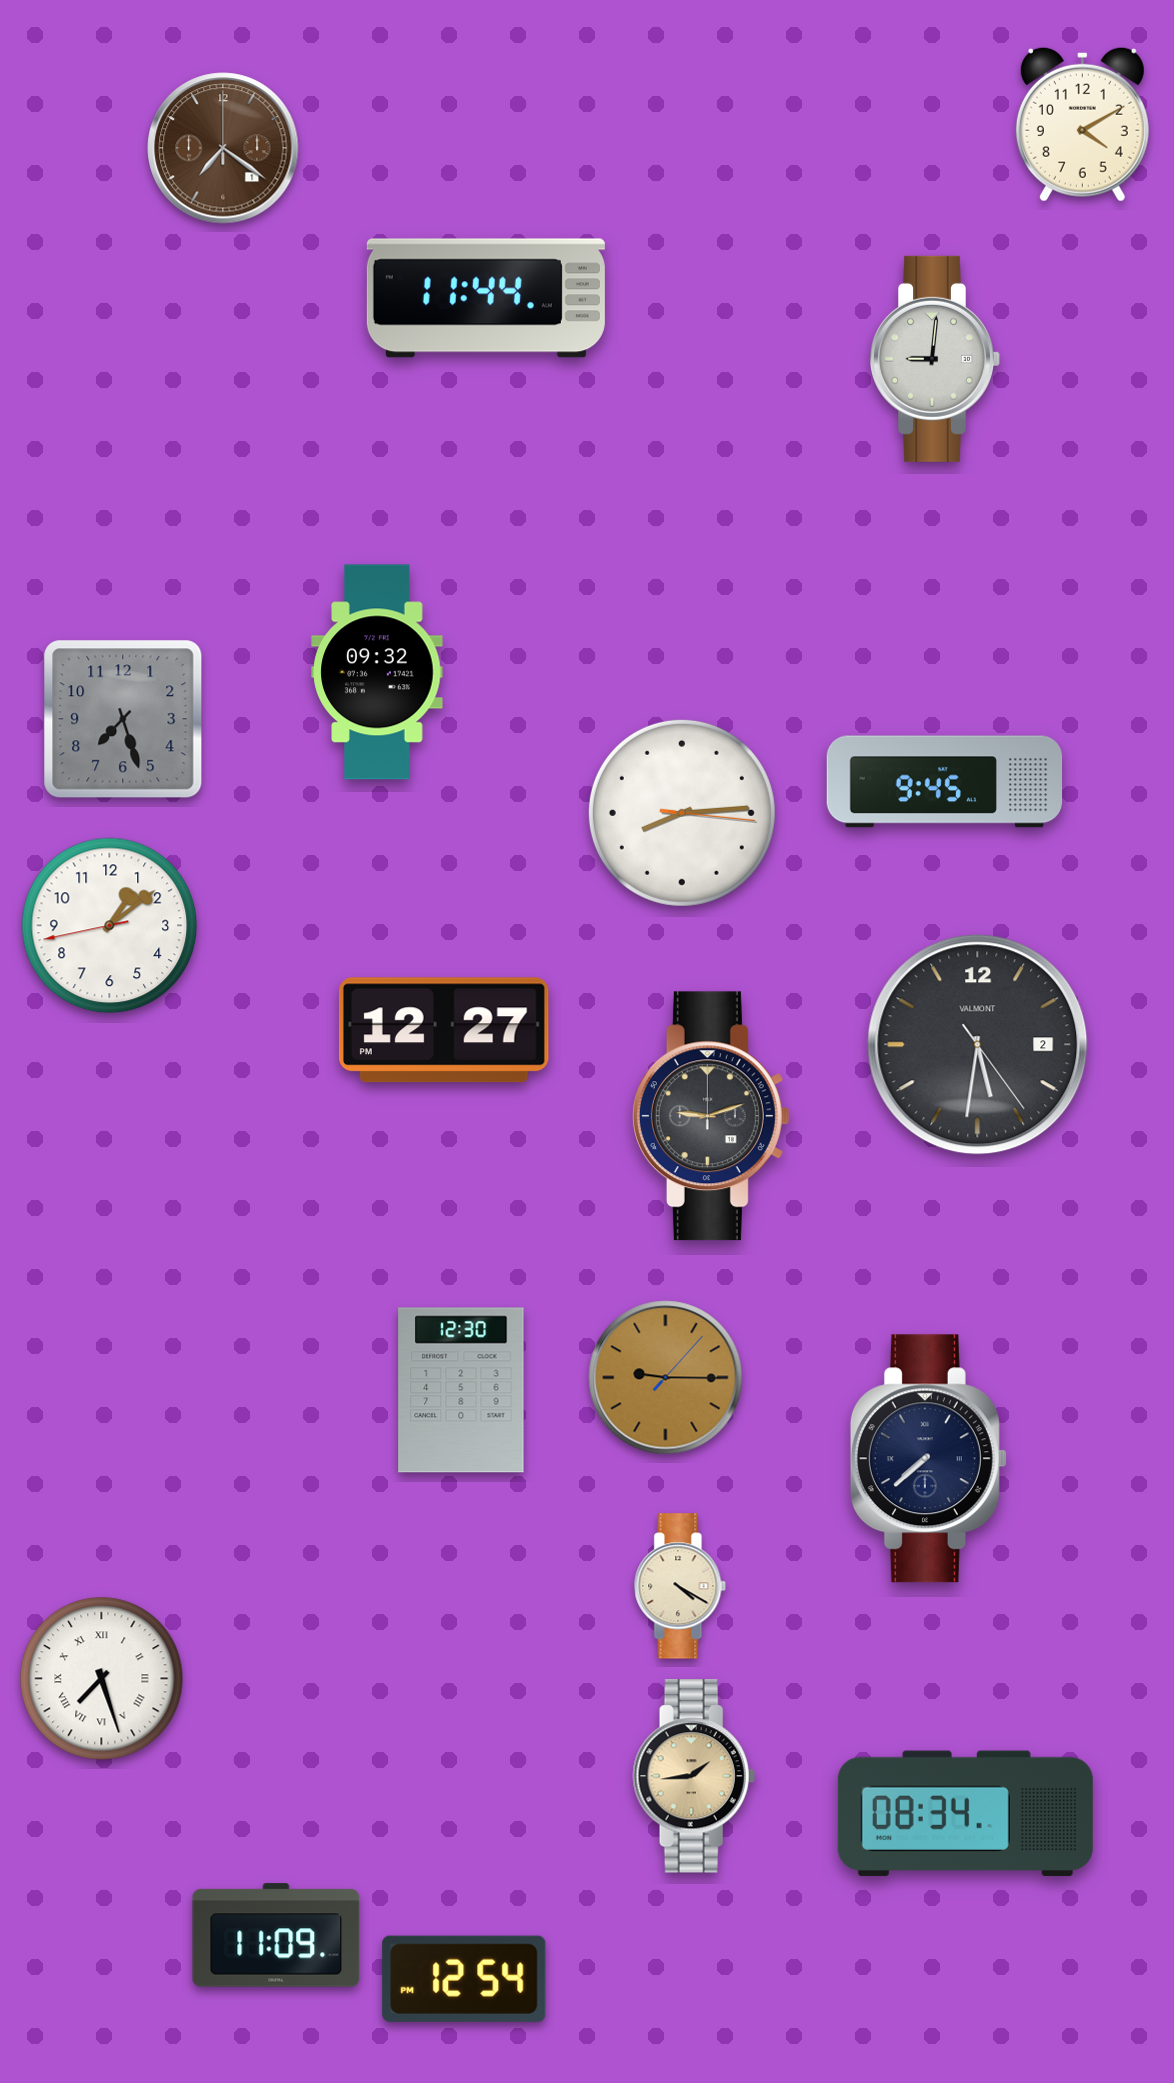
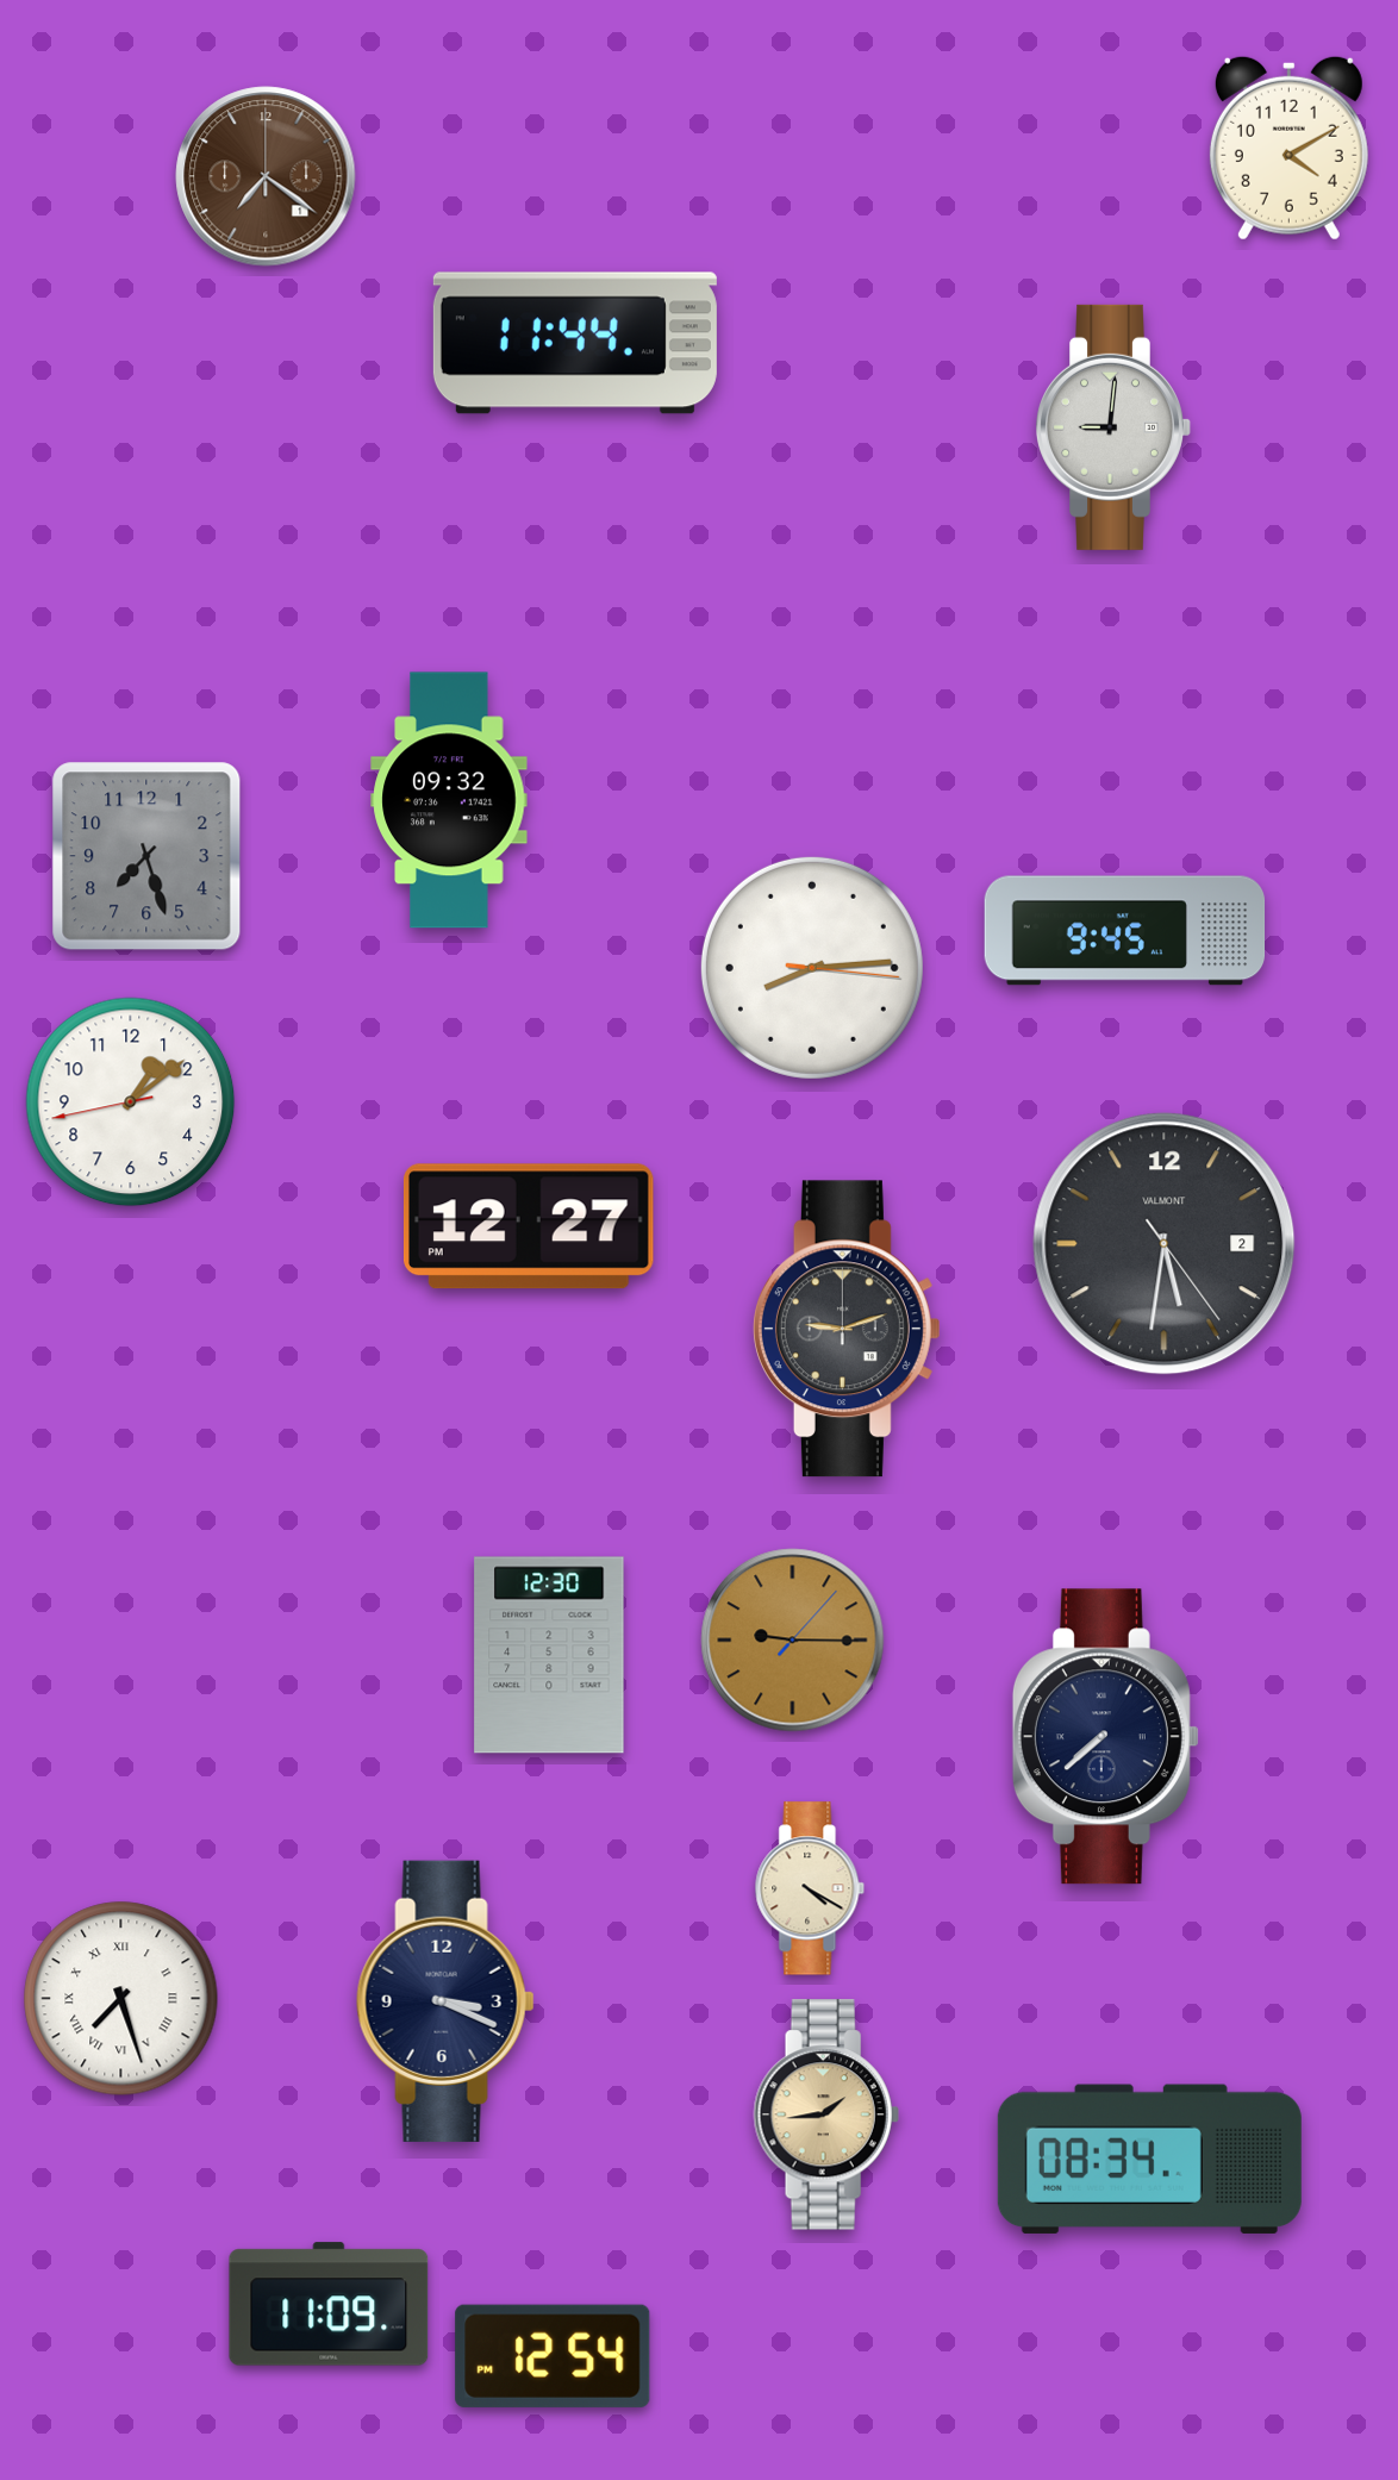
clock at (486, 298) position: (486, 298) -> (575, 343)
clock at (445, 2001): none -> 3:19
